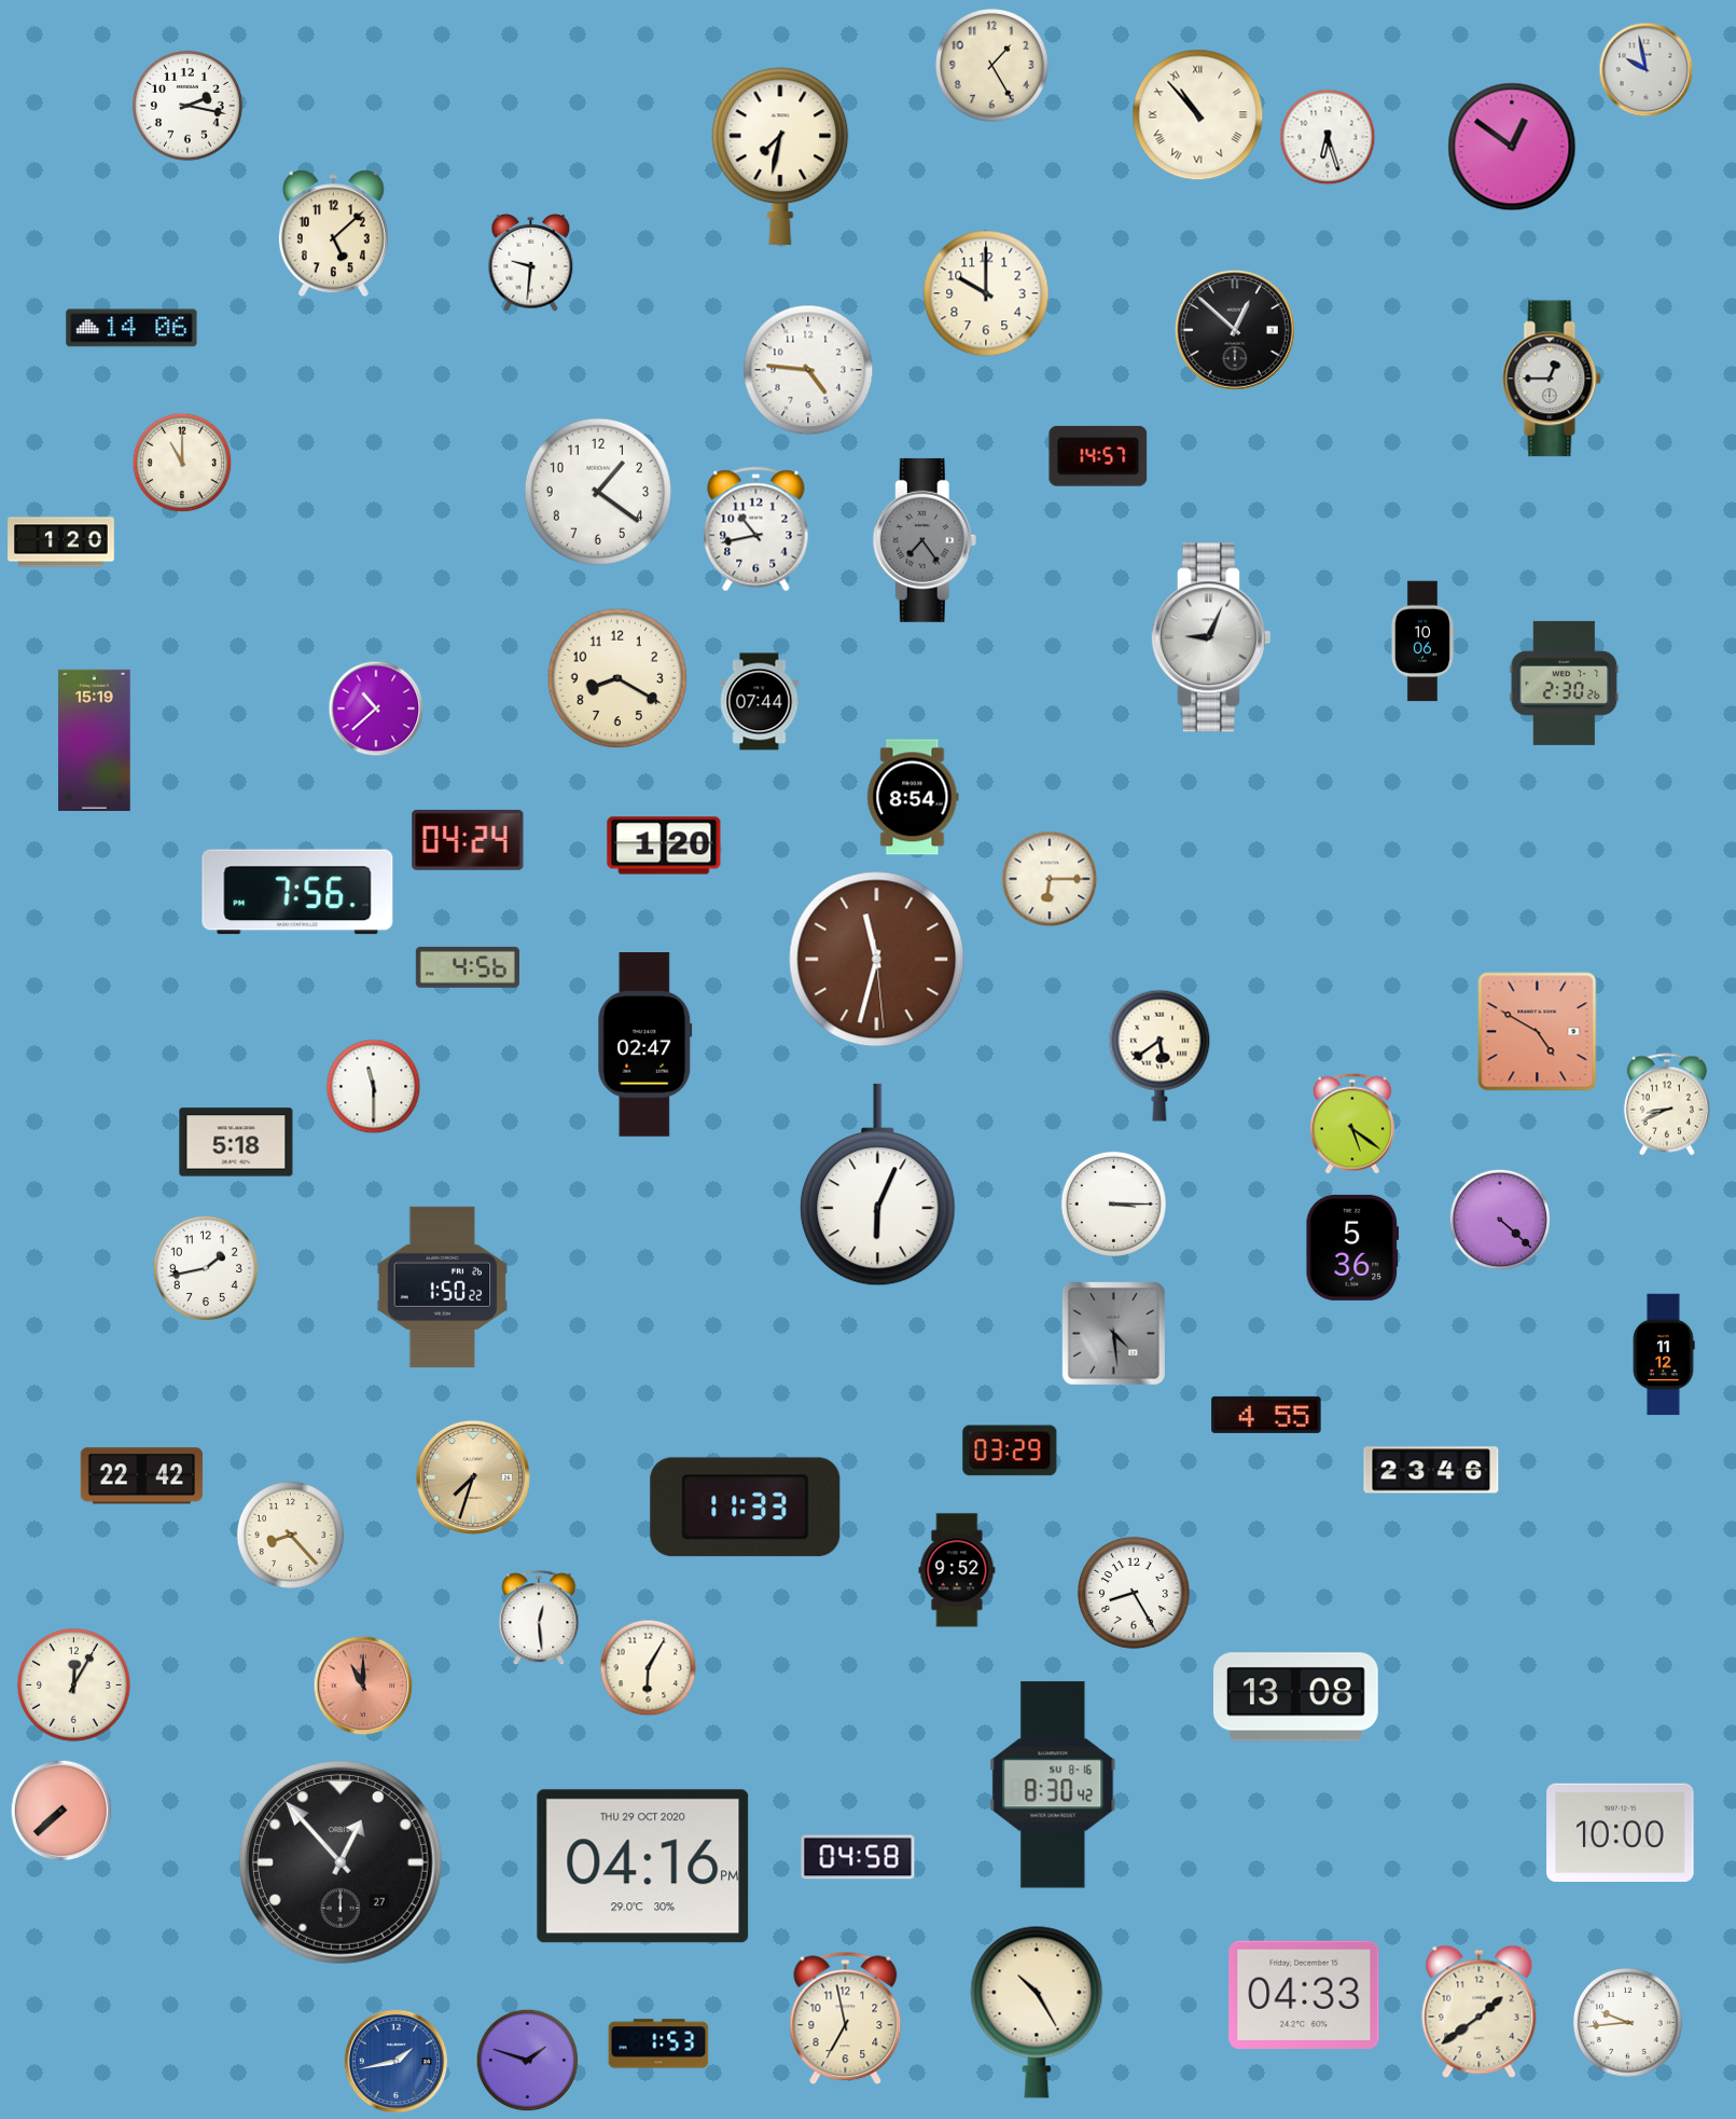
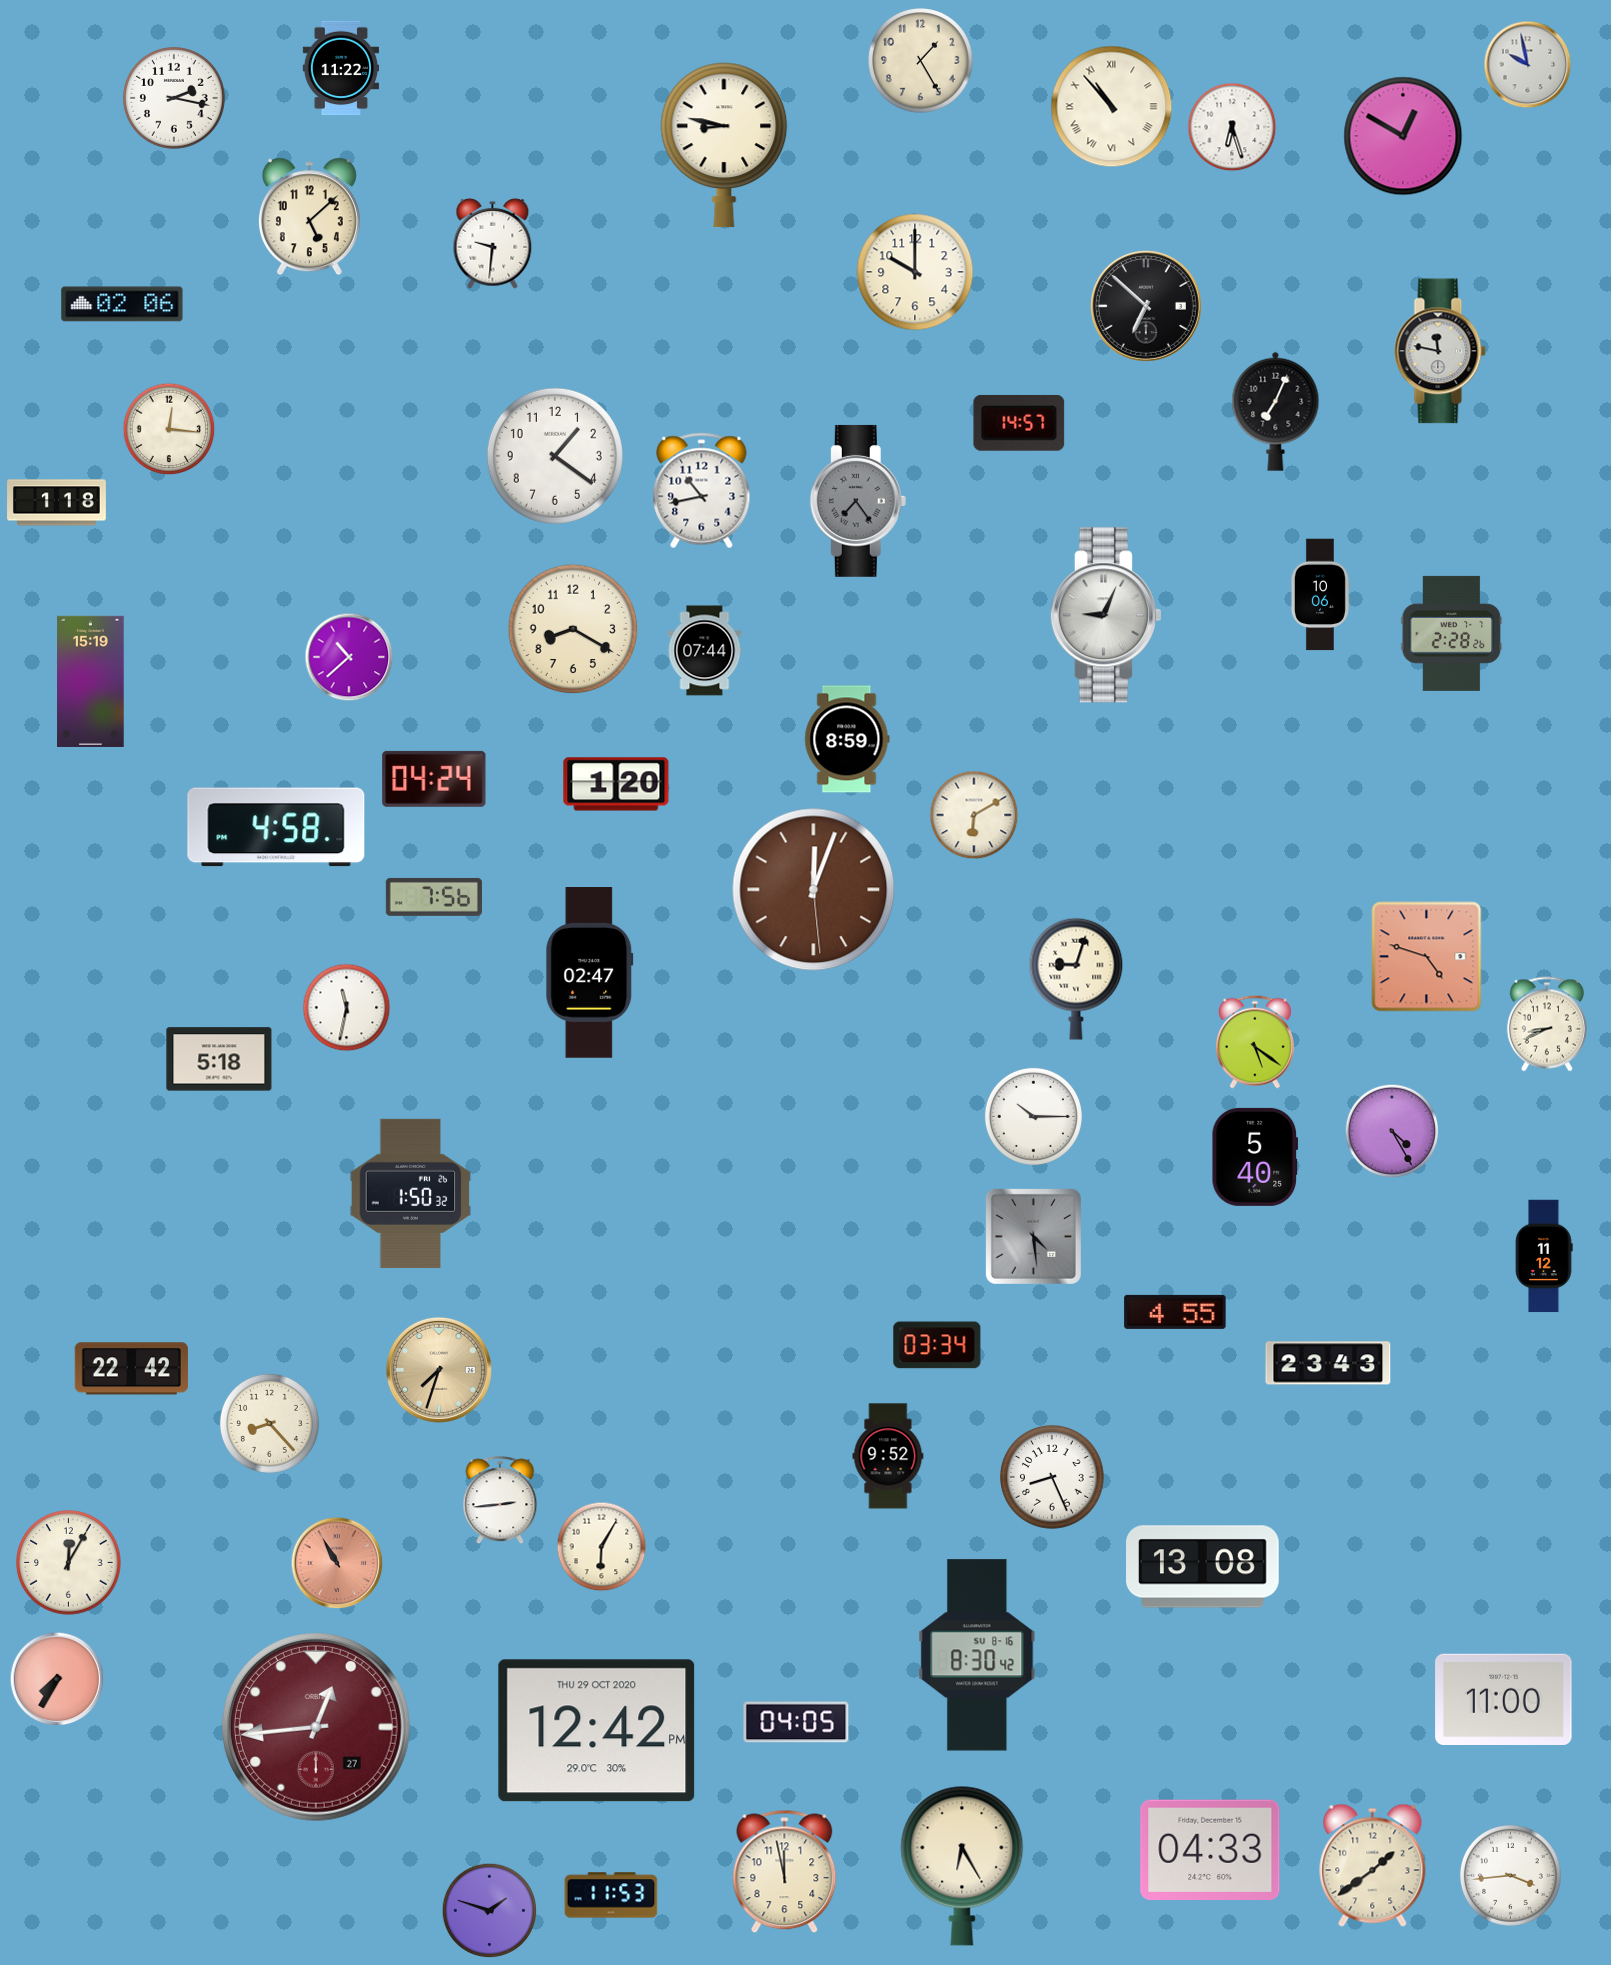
clock at (340, 68): none -> 11:22
clock at (1512, 147): 12:51 -> 12:50
clock at (780, 156): 7:32 -> 8:47
clock at (131, 328): 14:06 -> 02:06
clock at (1235, 330): 12:52 -> 6:52
clock at (808, 370): 4:46 -> none
clock at (1552, 379): 12:45 -> 11:47
clock at (1276, 411): none -> 7:04
clock at (182, 463): 11:00 -> 12:16
clock at (61, 542): 1:20 -> 1:18
clock at (1210, 637) position: (1210, 637) -> (1105, 615)
clock at (1565, 683): 2:30 -> 2:28
clock at (95, 740) position: (95, 740) -> (91, 681)
clock at (913, 797): 8:54 -> 8:59
clock at (1050, 879): 6:15 -> 6:10
clock at (297, 892): 7:56 -> 4:58
clock at (877, 960): 11:32 -> 12:03
clock at (468, 967): 4:56 -> 7:56
clock at (1538, 1032): 4:50 -> 4:48
clock at (645, 1045) position: (645, 1045) -> (590, 973)
clock at (1159, 1056): 5:39 -> 9:03
clock at (374, 1087): 11:30 -> 11:32
clock at (878, 1185): 6:04 -> none
clock at (1113, 1203): 3:15 -> 10:15
clock at (1500, 1220): 4:22 -> 4:25
clock at (1352, 1248): 5:36 -> 5:40
clock at (206, 1268): 1:43 -> none
clock at (443, 1286): 1:50:22 -> 1:50:32
clock at (1010, 1450): 03:29 -> 03:34
clock at (1431, 1470): 23:46 -> 23:43
clock at (746, 1508): 11:33 -> none
clock at (1134, 1593): 8:25 -> 8:26
clock at (539, 1619): 12:29 -> 2:44
clock at (363, 1685): 11:00 -> 10:55
clock at (1296, 1697) position: (1296, 1697) -> (1203, 1567)
clock at (61, 1811): 7:38 -> 7:35
clock at (1621, 1833): 10:00 -> 11:00
clock at (858, 1857): 04:58 -> 04:05
clock at (341, 1862): 12:53 -> 12:44
clock at (341, 1862) dial: black -> burgundy
clock at (643, 1867): 04:16 -> 12:42
clock at (1037, 2012): 10:25 -> 6:25
clock at (846, 2019): 6:58 -> 11:58
clock at (1627, 2022): 9:44 -> 3:44
clock at (658, 2044): 1:53 -> 11:53
clock at (397, 2062): 1:43 -> none
